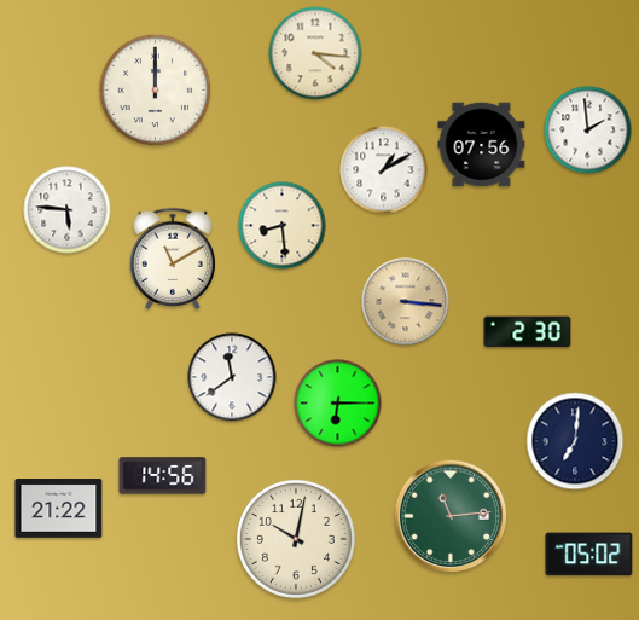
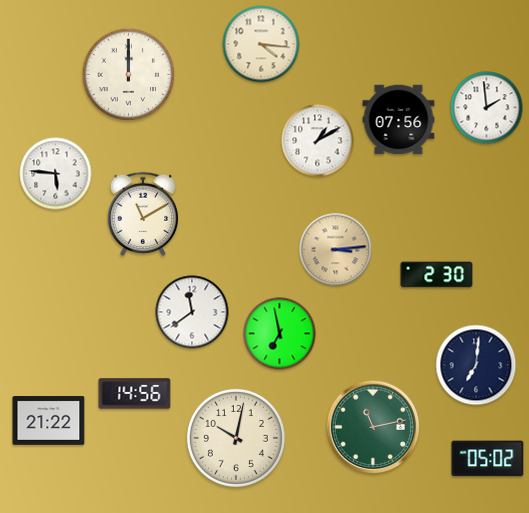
clock at (283, 226): 8:29 -> none
clock at (406, 302): 3:16 -> 3:14
clock at (338, 404): 6:15 -> 6:58
clock at (451, 516): 11:14 -> 11:13
clock at (296, 539) position: (296, 539) -> (236, 438)
